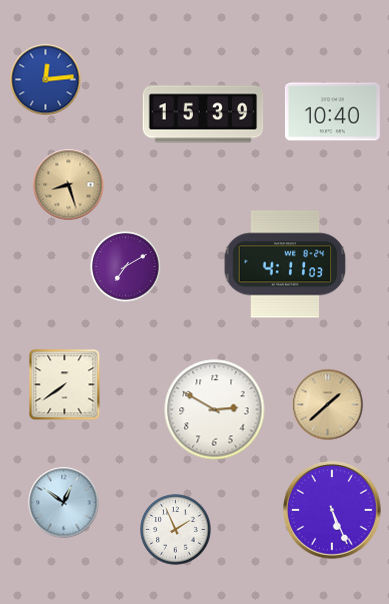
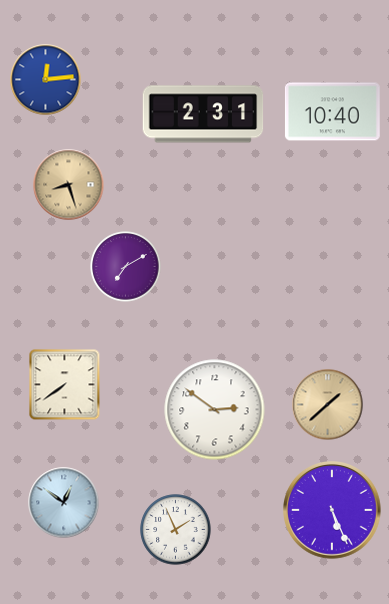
clock at (203, 114): 15:39 -> 2:31
clock at (285, 264): 4:11 -> none
clock at (215, 410): 2:50 -> 2:51
